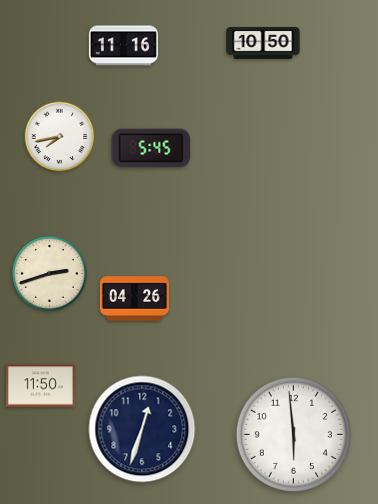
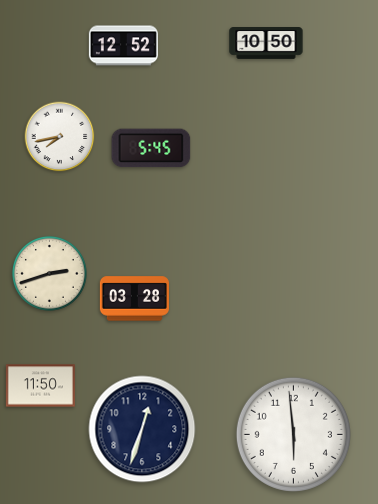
clock at (263, 44) position: (263, 44) -> (266, 44)
clock at (123, 46): 11:16 -> 12:52
clock at (134, 299): 04:26 -> 03:28
